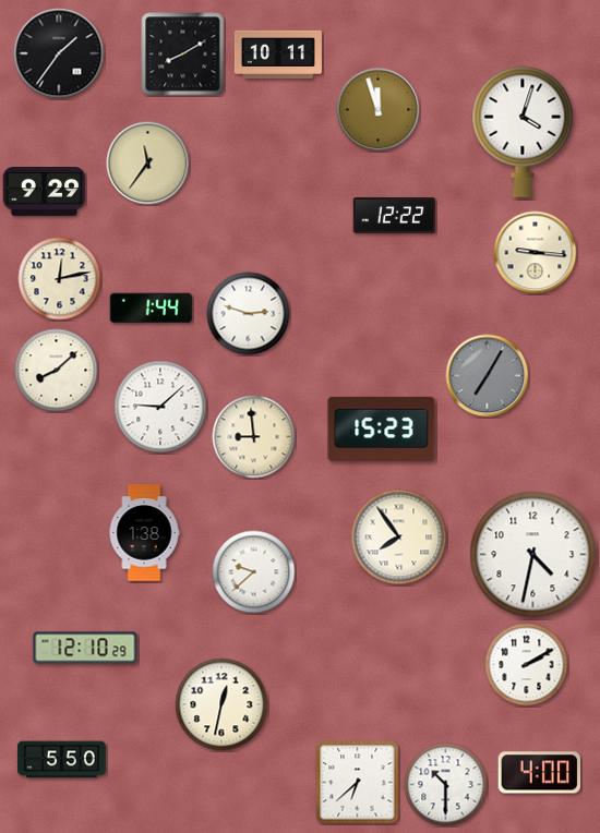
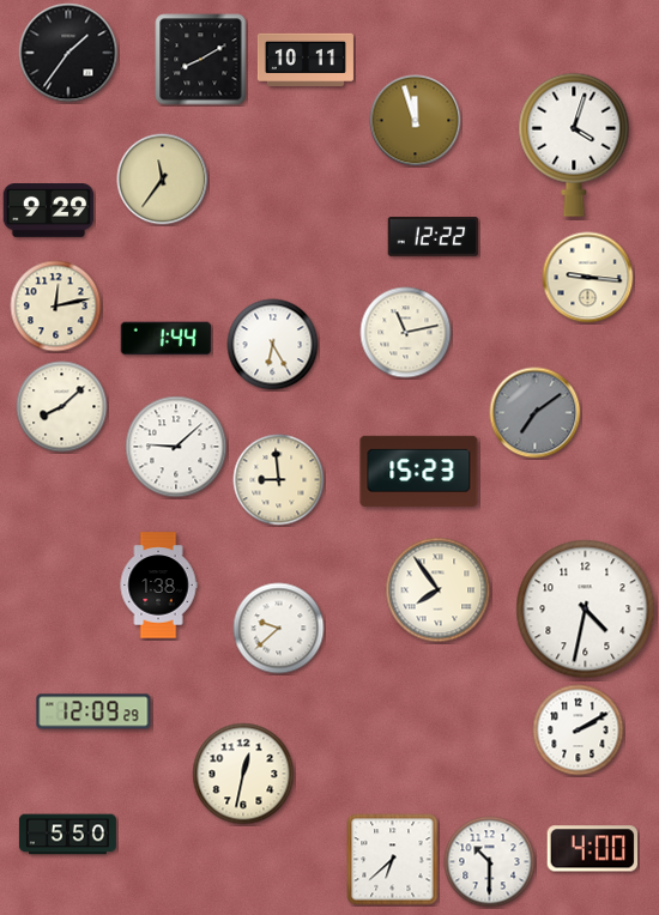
clock at (59, 53) position: (59, 53) -> (68, 53)
clock at (60, 279) position: (60, 279) -> (56, 307)
clock at (406, 333): none -> 11:13
clock at (249, 314): 2:48 -> 6:25
clock at (488, 376): 7:05 -> 7:09
clock at (85, 648): 12:10 -> 12:09
